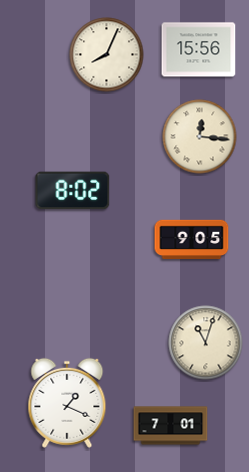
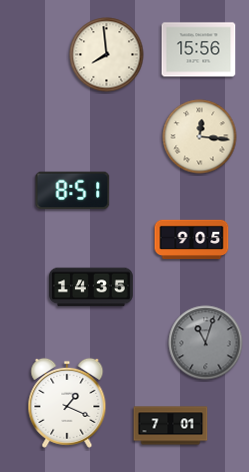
clock at (107, 55): 8:04 -> 7:59
clock at (73, 191): 8:02 -> 8:51
clock at (92, 287): none -> 14:35
clock at (206, 343) dial: cream -> grey
